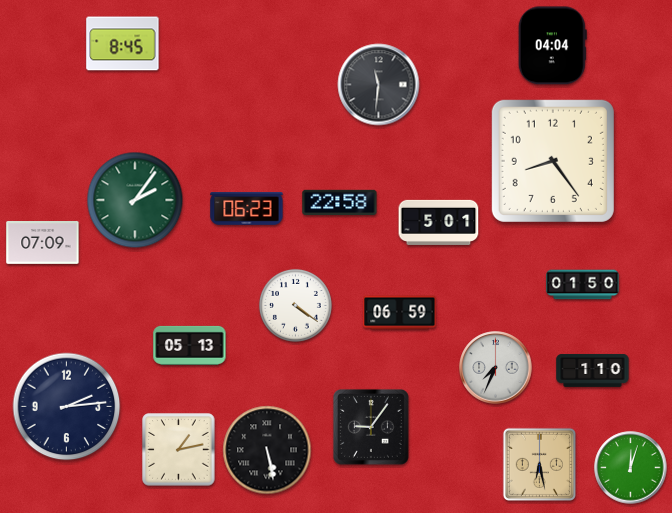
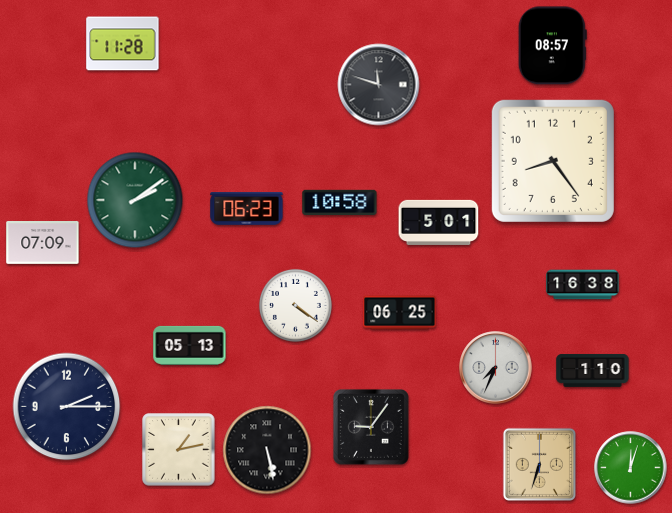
clock at (123, 44): 8:45 -> 11:28
clock at (552, 46): 04:04 -> 08:57
clock at (379, 85): 11:31 -> 11:48
clock at (135, 200): 2:06 -> 2:09
clock at (340, 202): 22:58 -> 10:58
clock at (583, 285): 01:50 -> 16:38
clock at (400, 313): 06:59 -> 06:25
clock at (67, 407): 2:14 -> 2:15
clock at (539, 464): 6:28 -> 6:33
